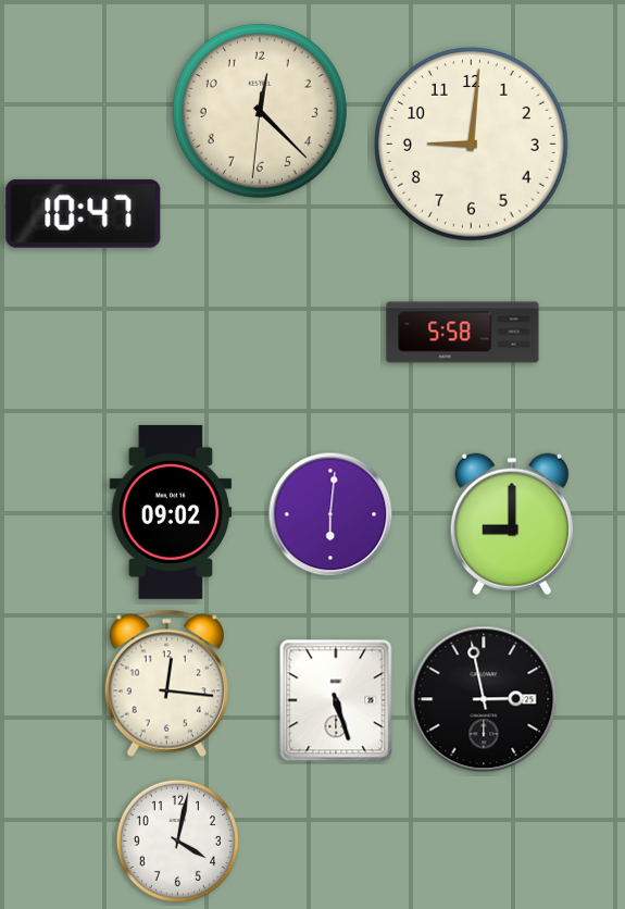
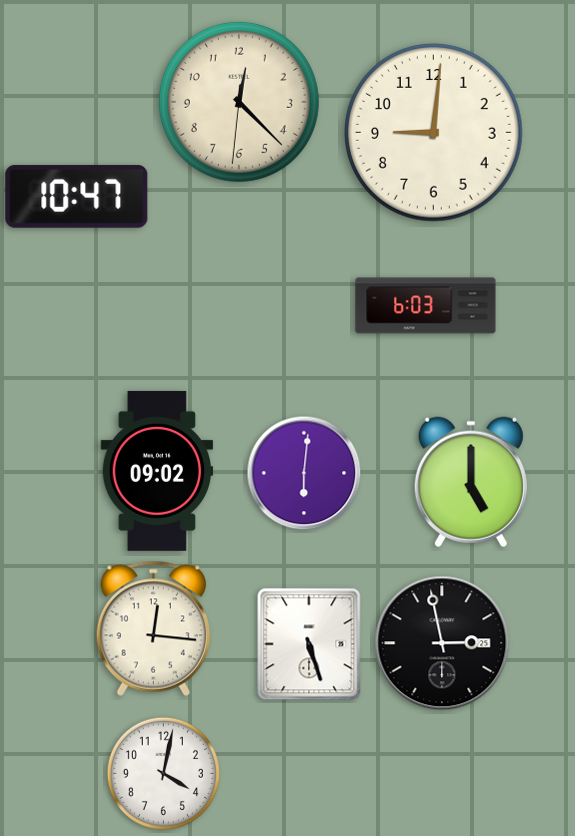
clock at (463, 333): 5:58 -> 6:03
clock at (512, 524): 9:00 -> 5:00
clock at (484, 699) position: (484, 699) -> (442, 643)
